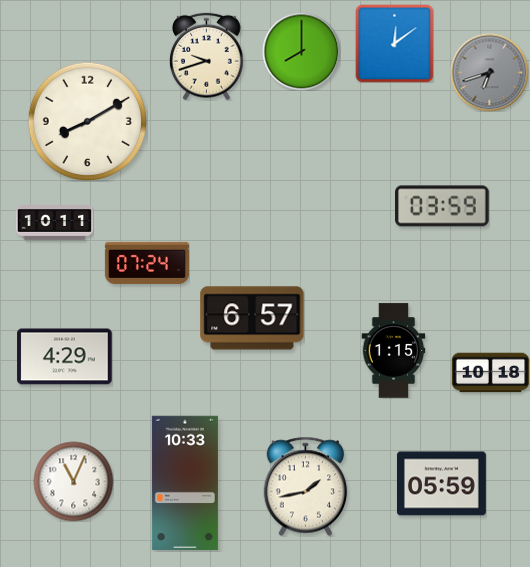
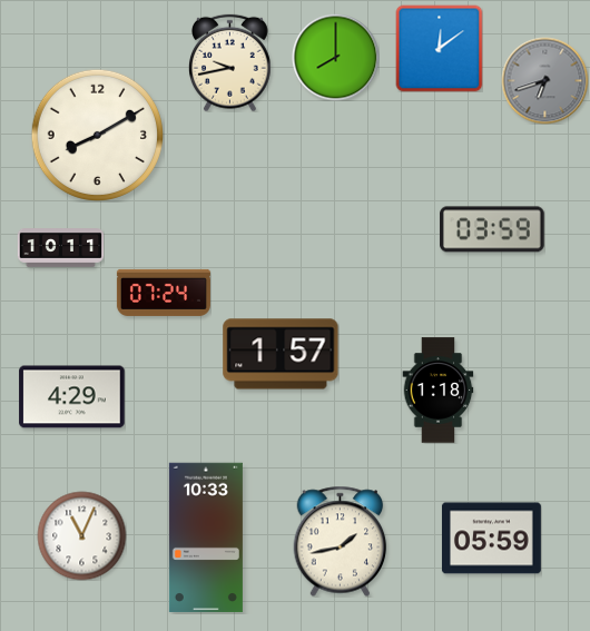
clock at (207, 56): 9:42 -> 9:43
clock at (252, 318): 6:57 -> 1:57
clock at (394, 351): 1:15 -> 1:18
clock at (490, 373): 10:18 -> none
